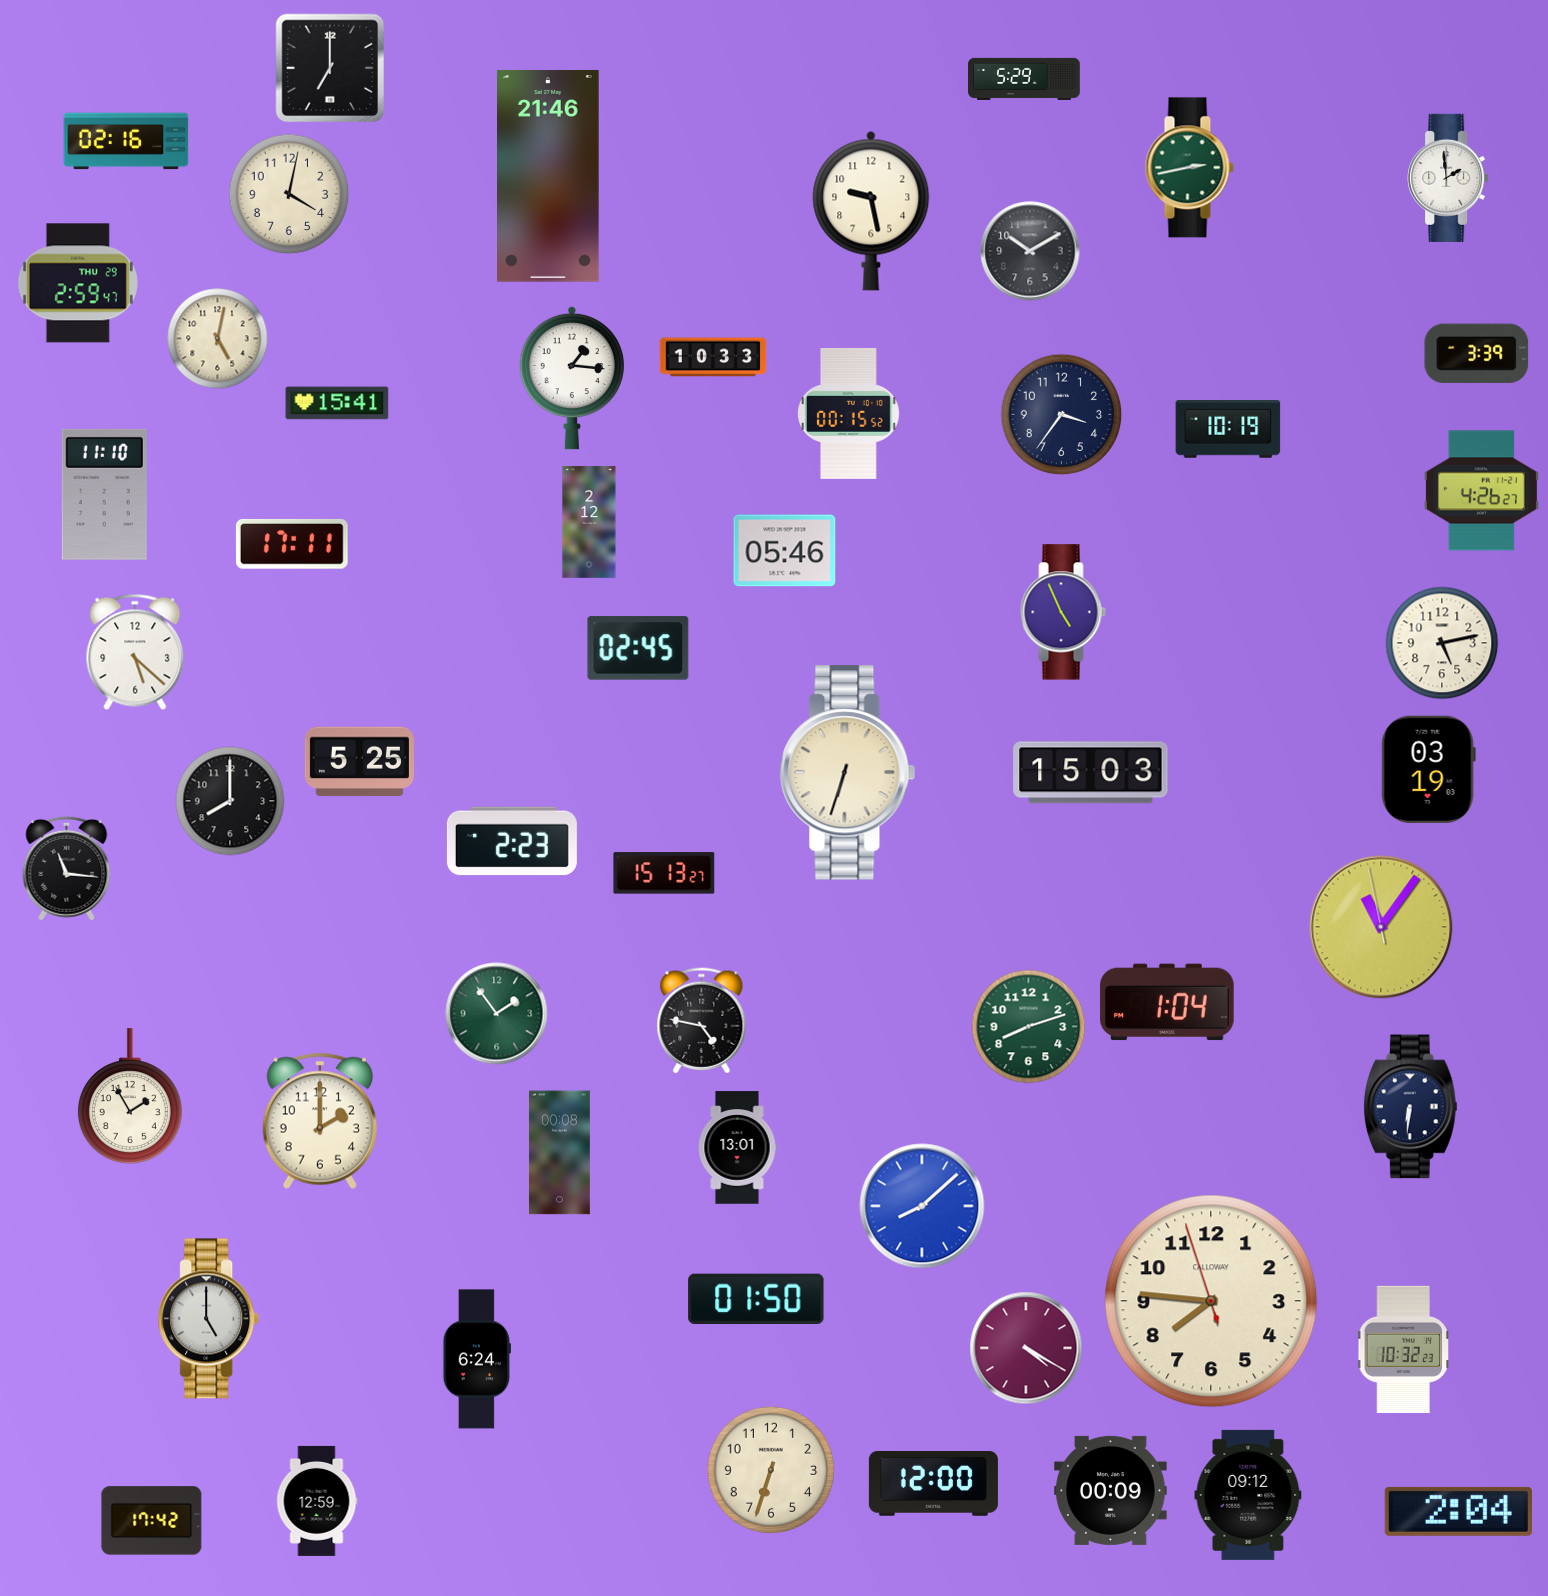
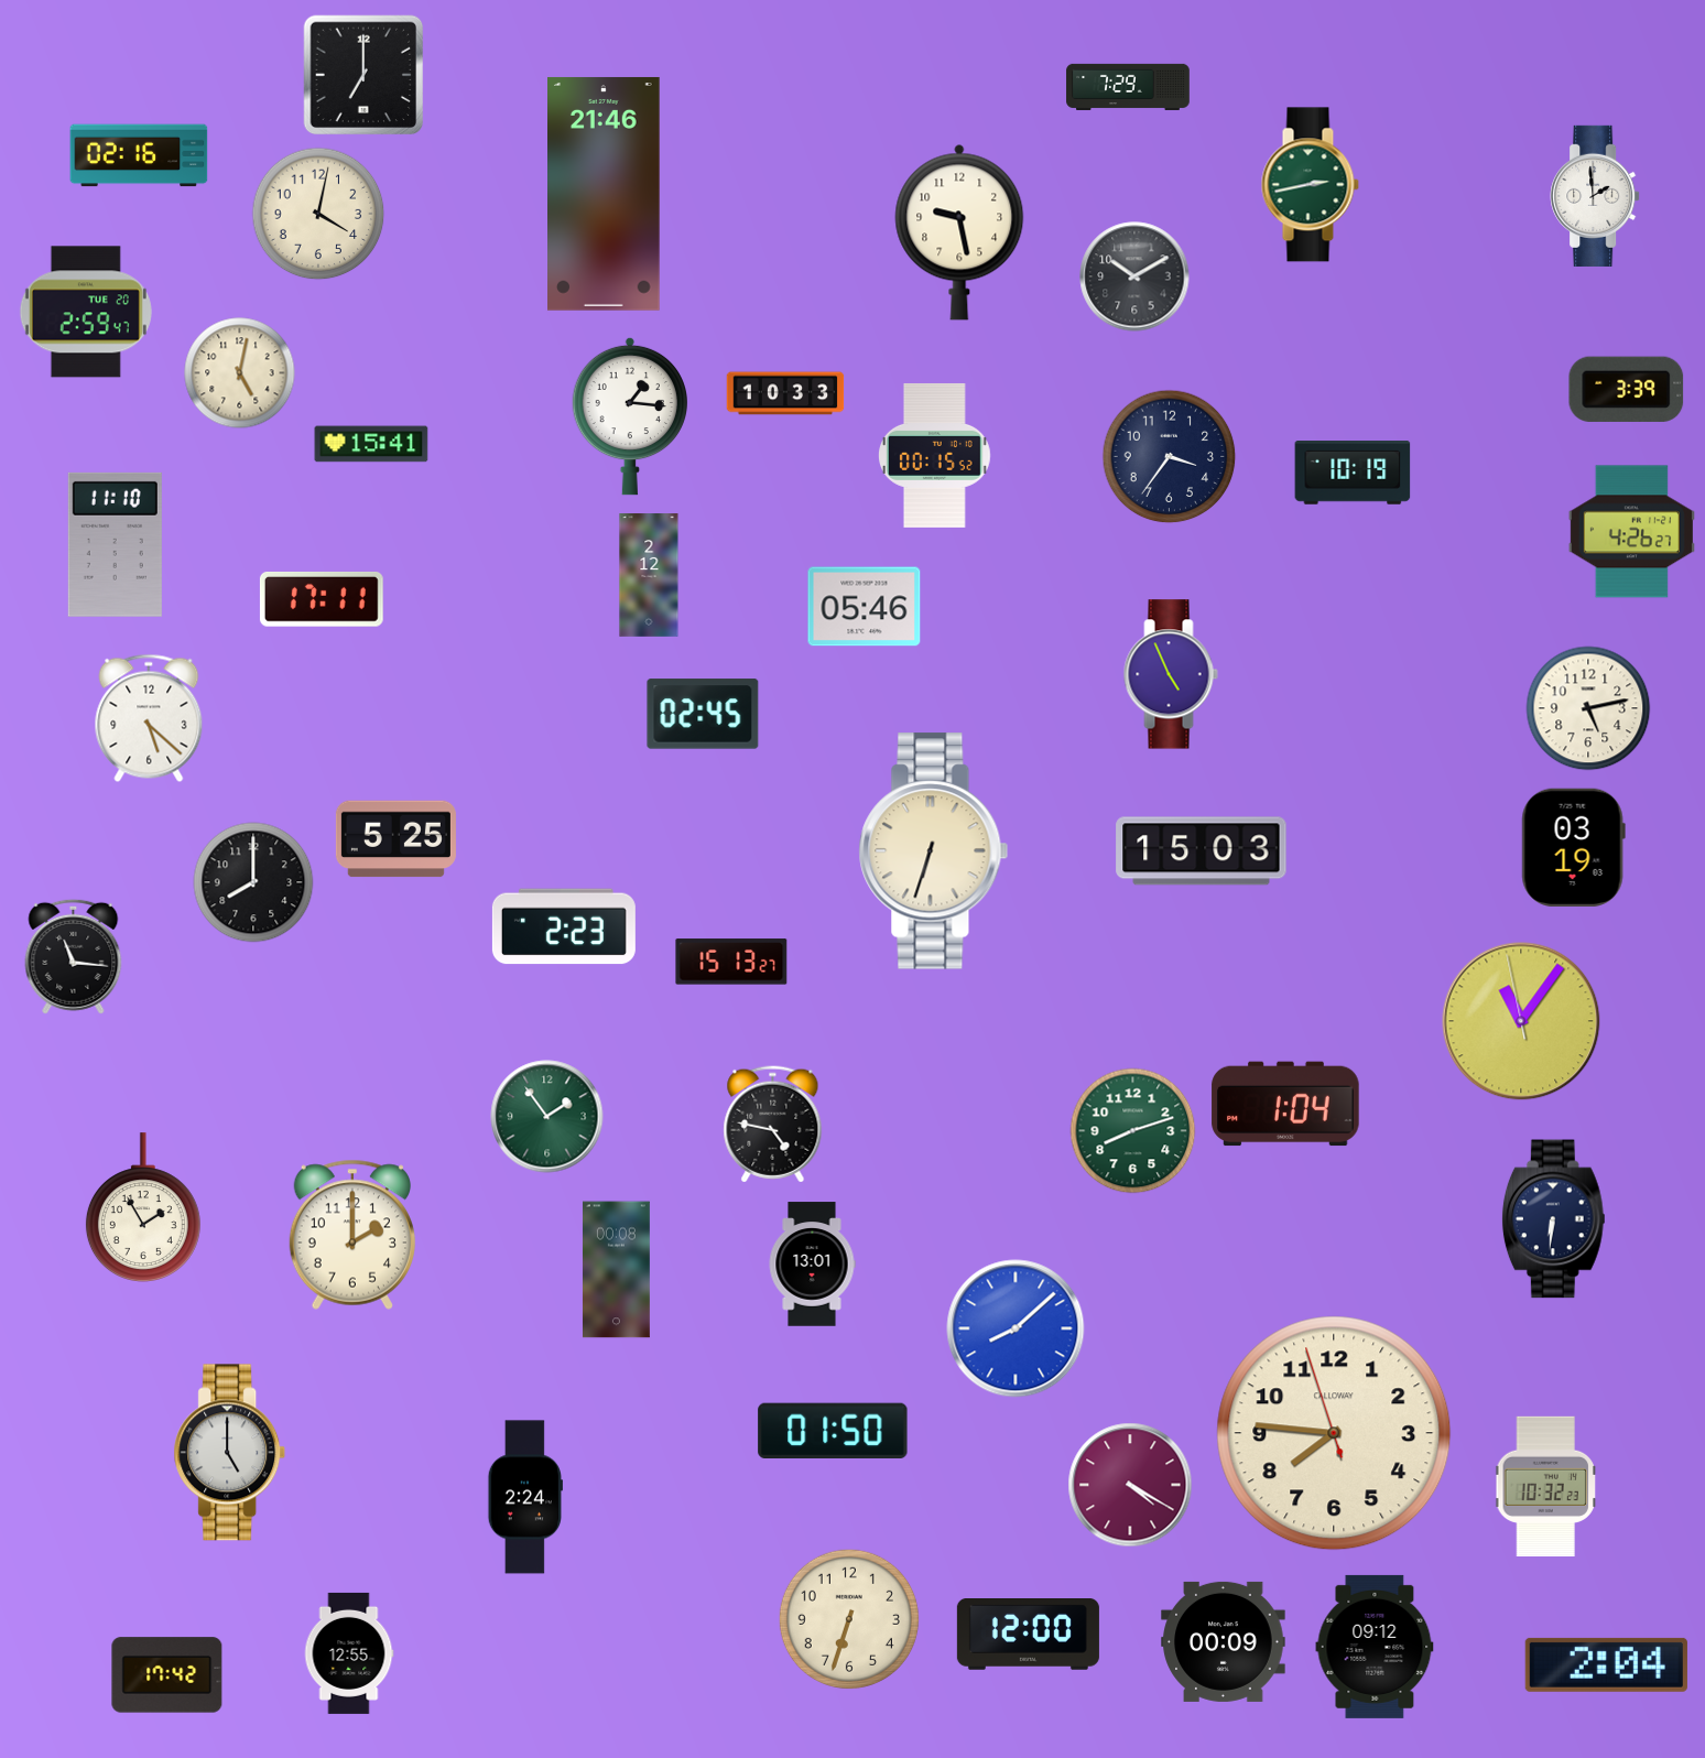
clock at (1024, 79): 5:29 -> 7:29
clock at (78, 283) date: THU 29 -> TUE 20
clock at (1481, 491) position: (1481, 491) -> (1631, 532)
clock at (477, 1359): 6:24 -> 2:24
clock at (317, 1501): 12:59 -> 12:55
